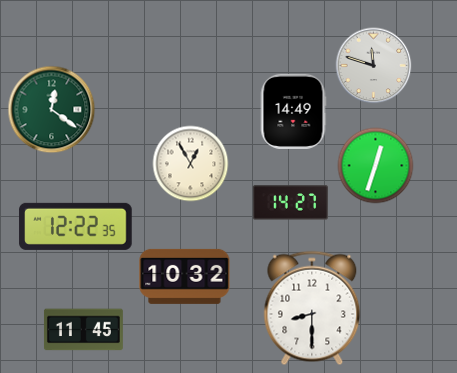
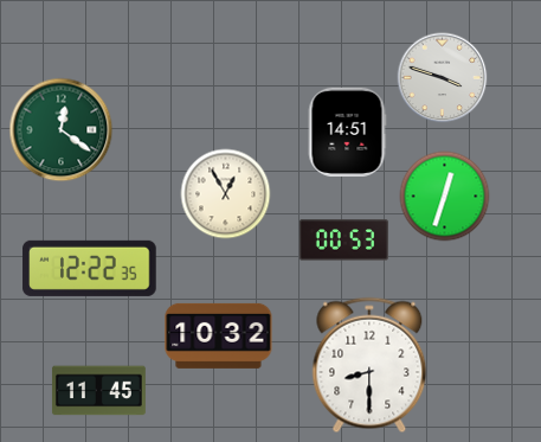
clock at (374, 66): 11:48 -> 3:48
clock at (293, 111): 14:49 -> 14:51
clock at (290, 203): 14:27 -> 00:53
clock at (185, 276) position: (185, 276) -> (219, 335)
